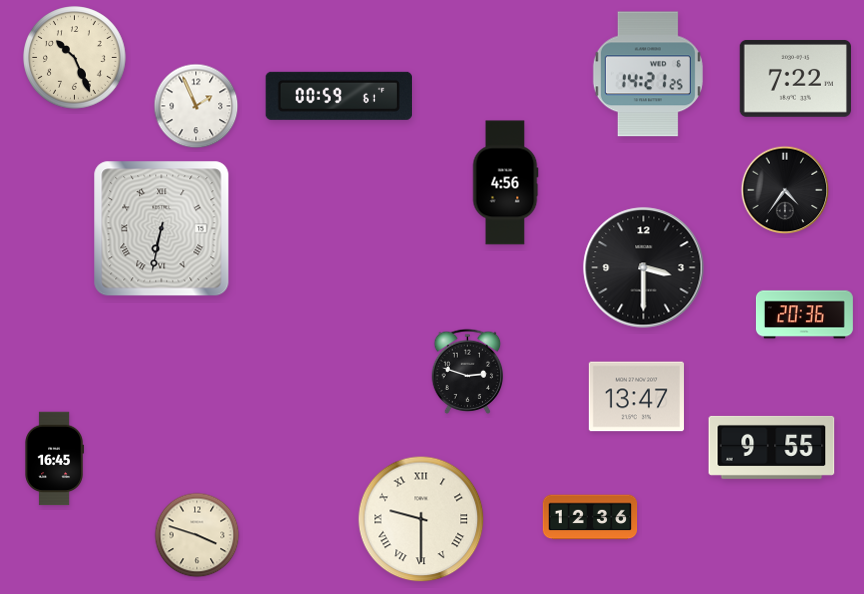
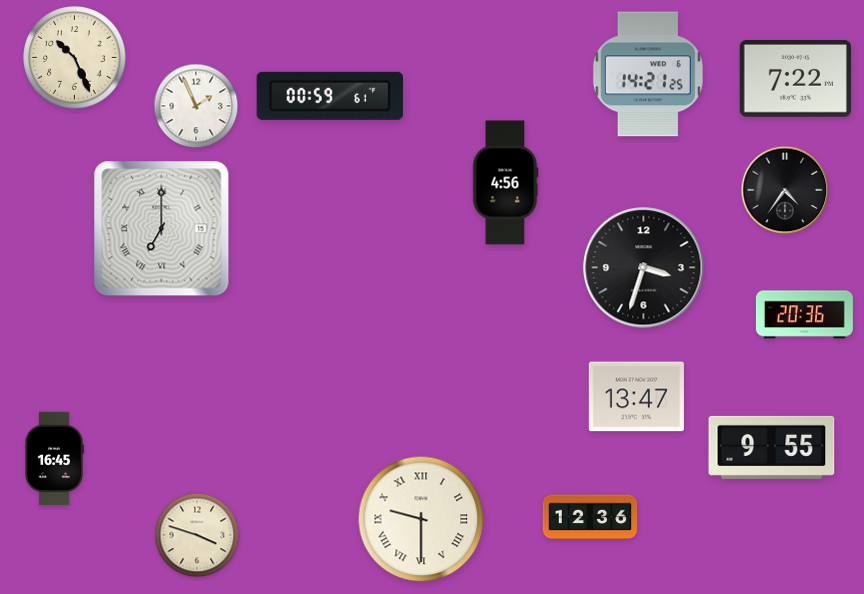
clock at (339, 96) position: (339, 96) -> (330, 96)
clock at (162, 229): 6:32 -> 7:00
clock at (644, 268): 3:30 -> 3:33
clock at (468, 371): 2:48 -> none
